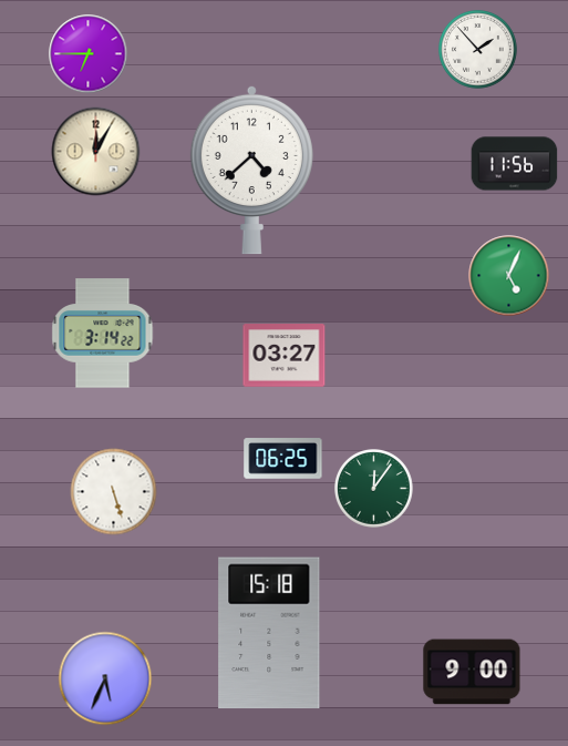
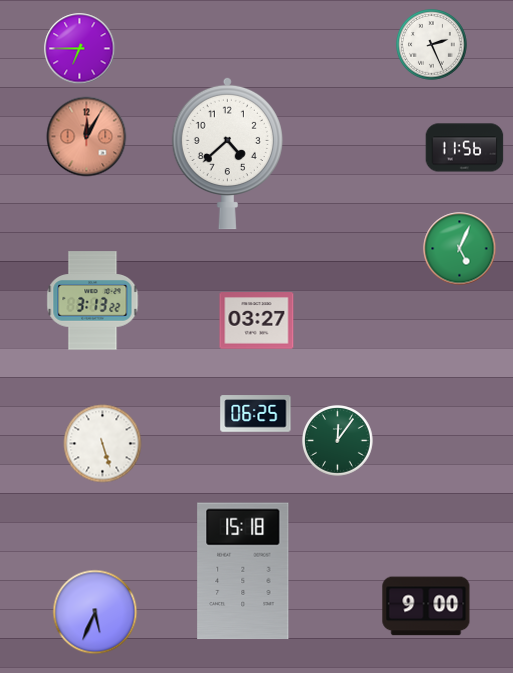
clock at (478, 50): 1:53 -> 2:26
clock at (96, 152) dial: cream -> salmon
clock at (103, 334): 3:14 -> 3:13
